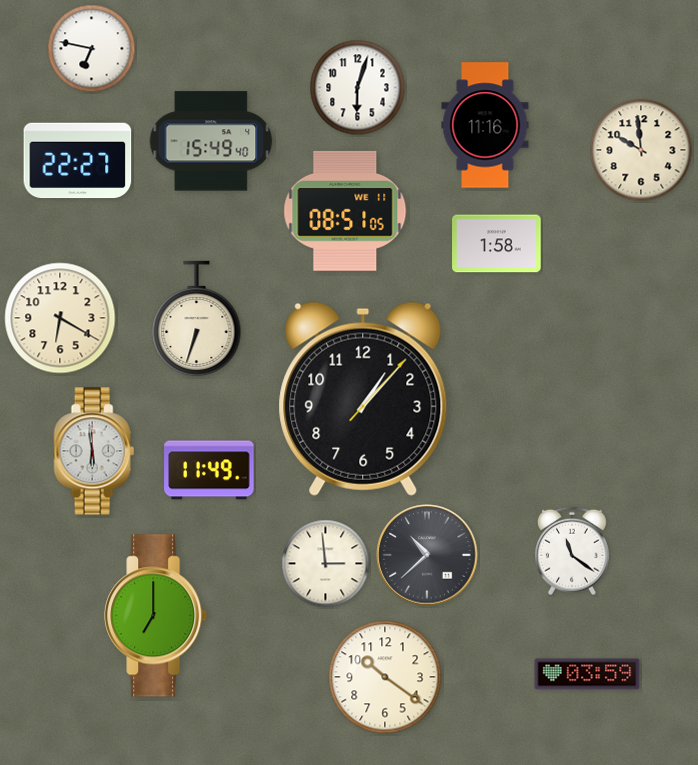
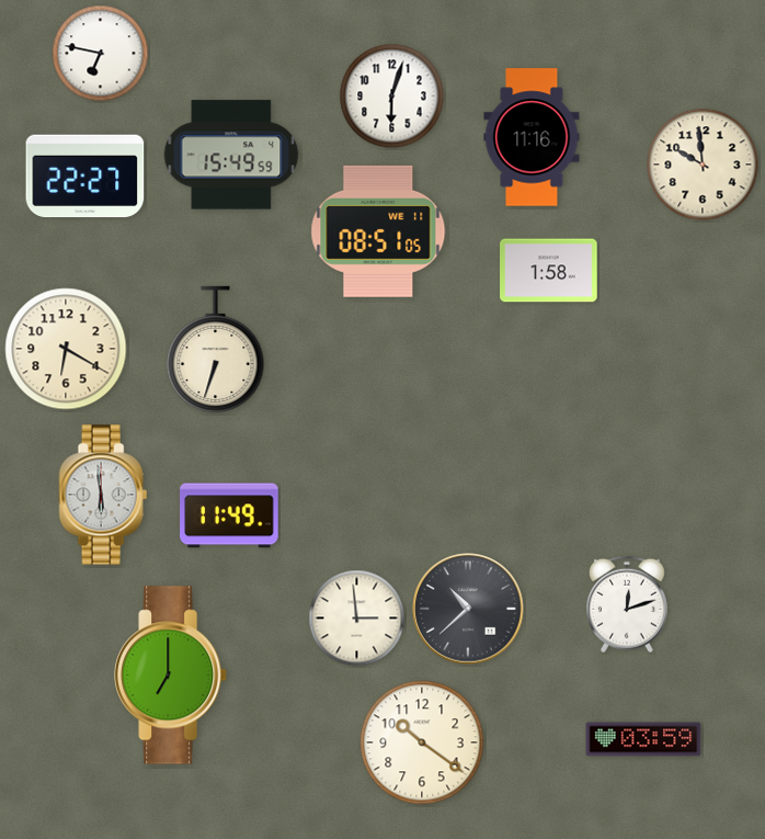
clock at (211, 141): 15:49:40 -> 15:49:59
clock at (497, 244) position: (497, 244) -> (549, 271)
clock at (363, 399): 1:07 -> none
clock at (572, 551): 11:21 -> 12:12
